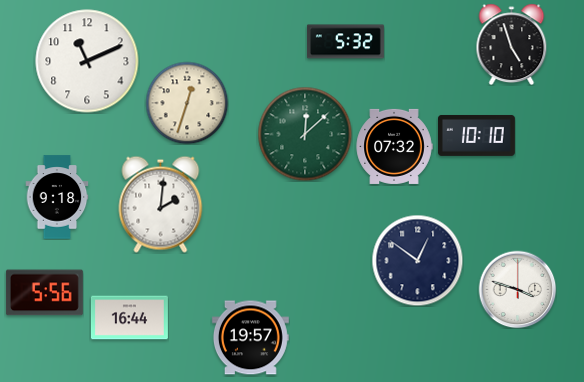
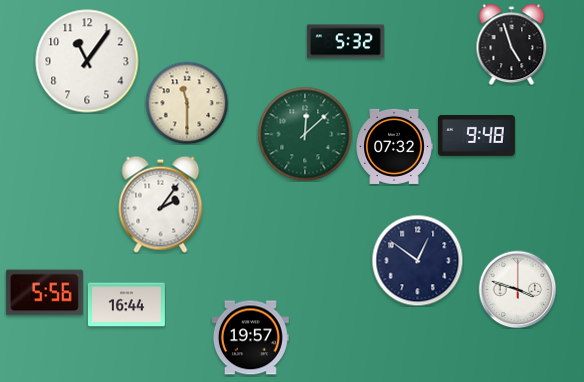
clock at (87, 61): 11:11 -> 11:06
clock at (187, 103): 12:33 -> 11:30
clock at (476, 135): 10:10 -> 9:48
clock at (57, 197): 9:18 -> none
clock at (161, 204): 2:01 -> 2:06
clock at (129, 318) position: (129, 318) -> (126, 305)
